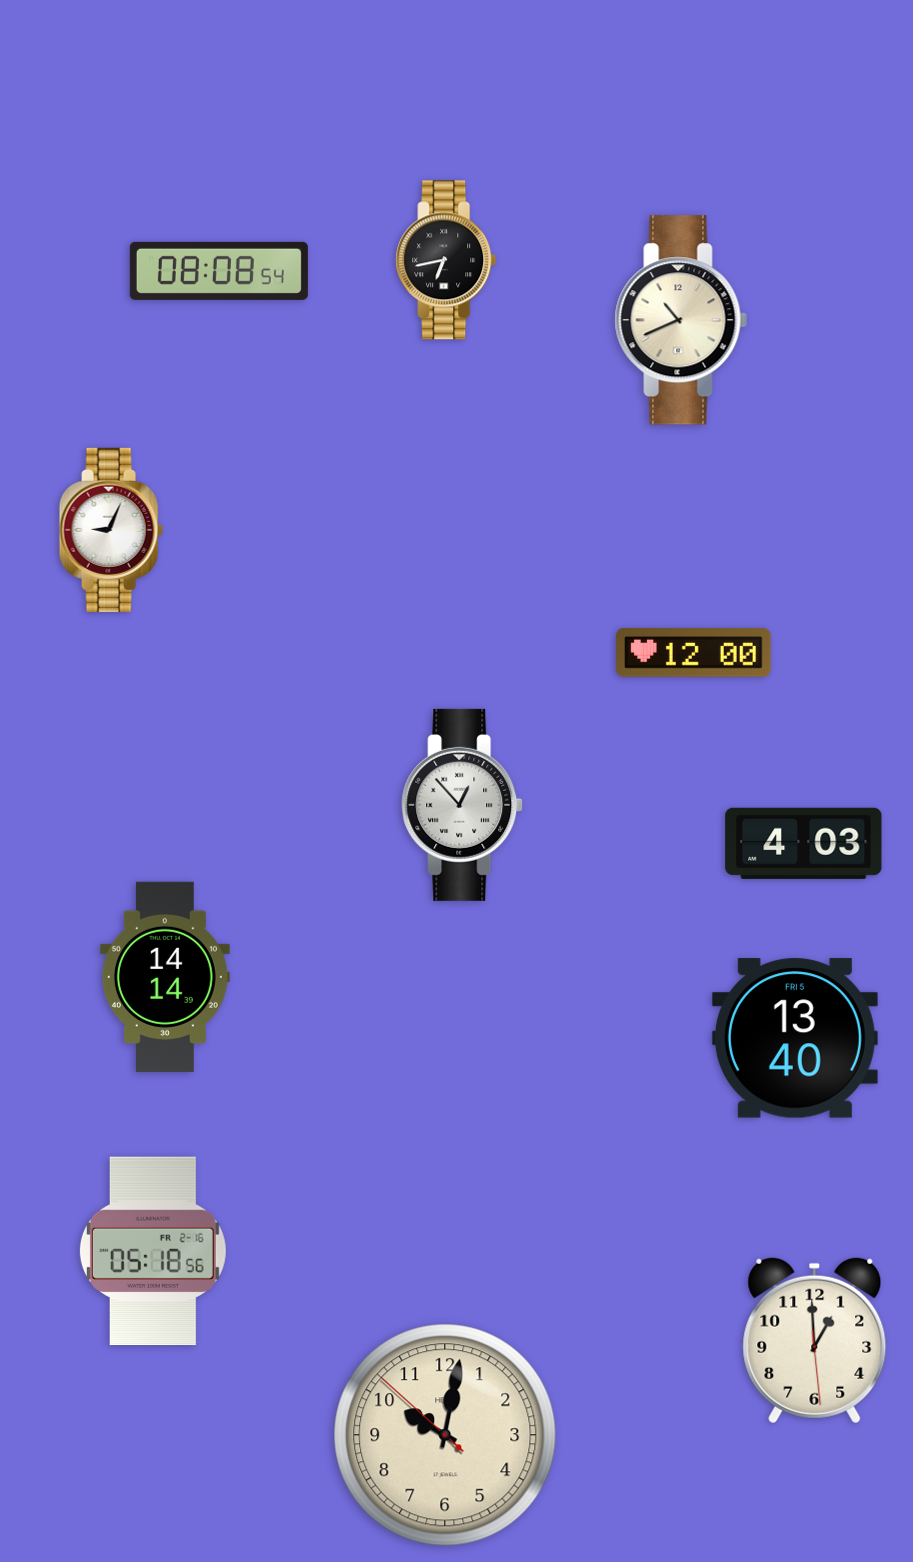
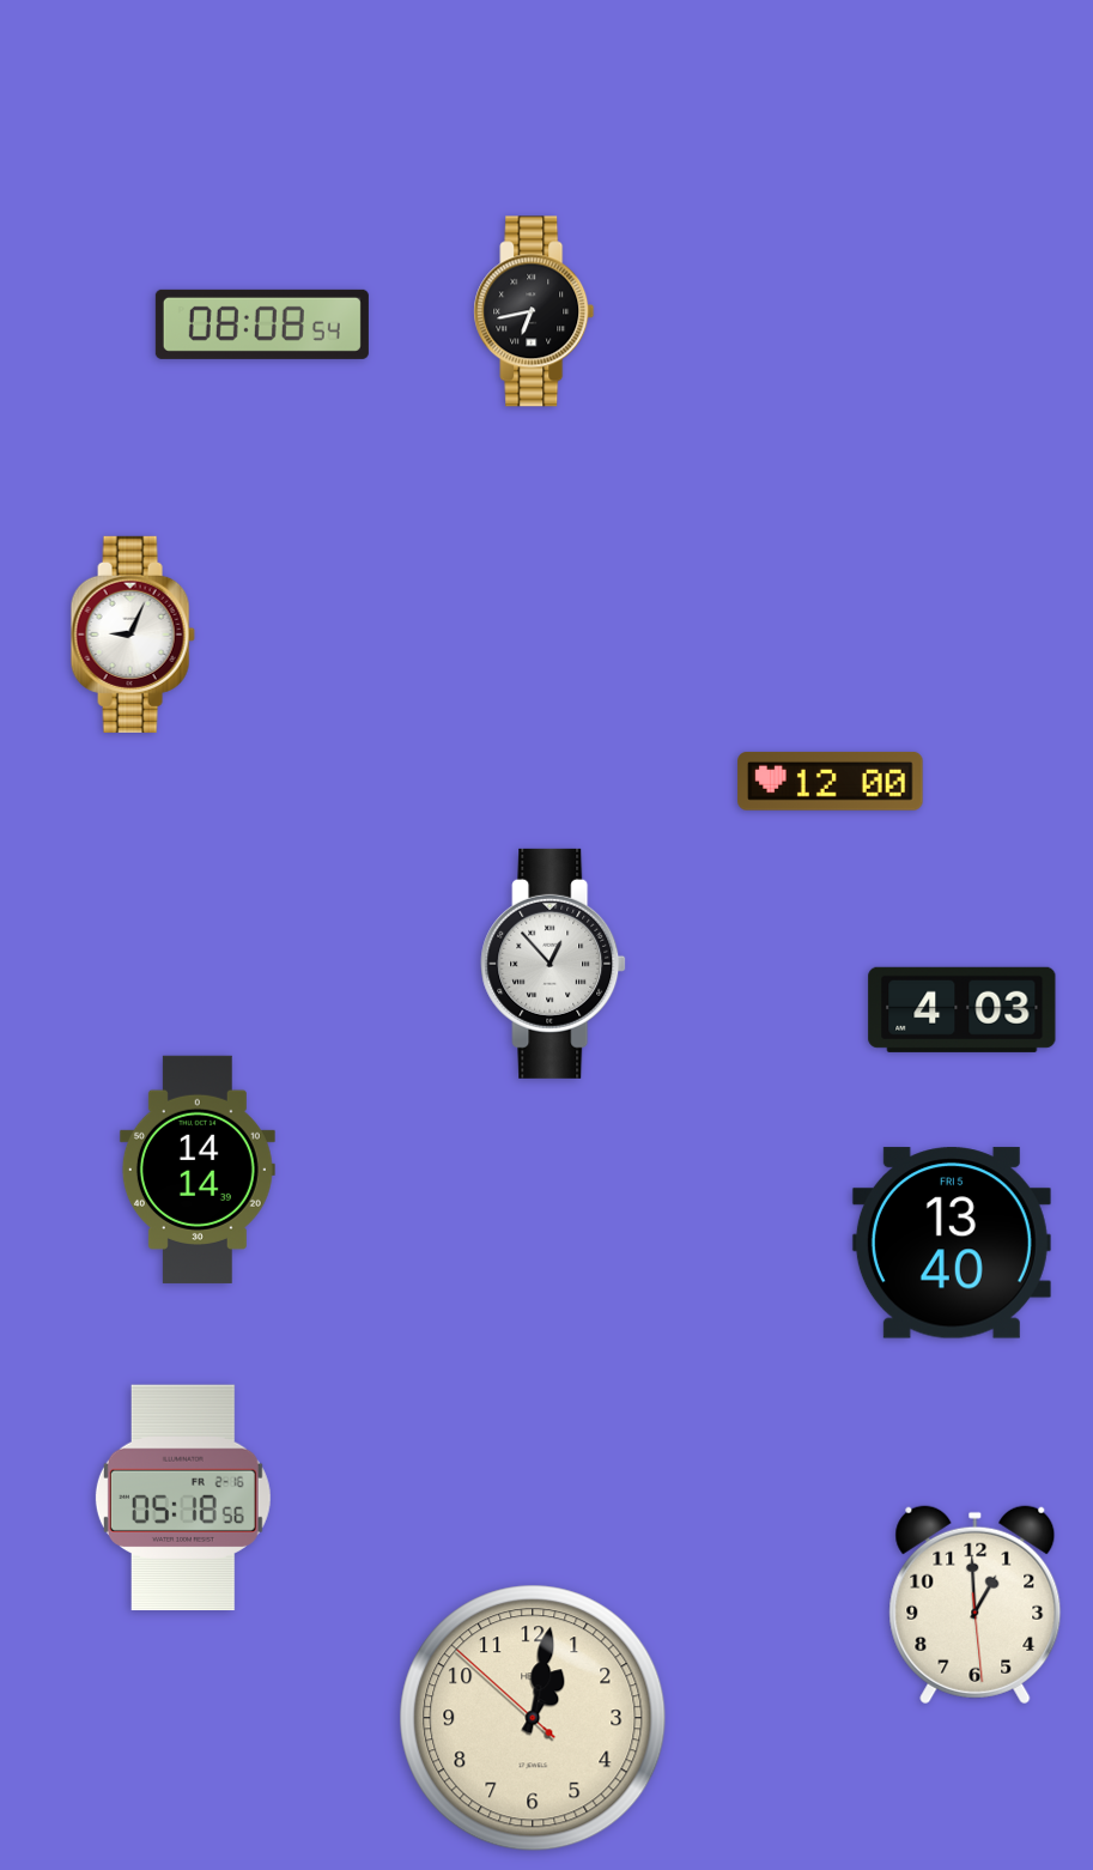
clock at (681, 320): 10:41 -> none
clock at (445, 1435): 10:01 -> 1:01
